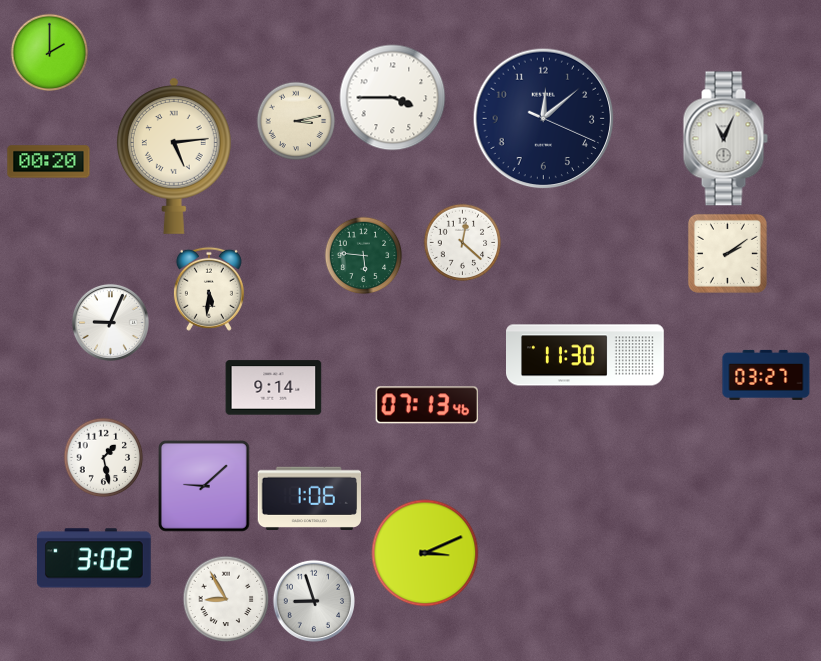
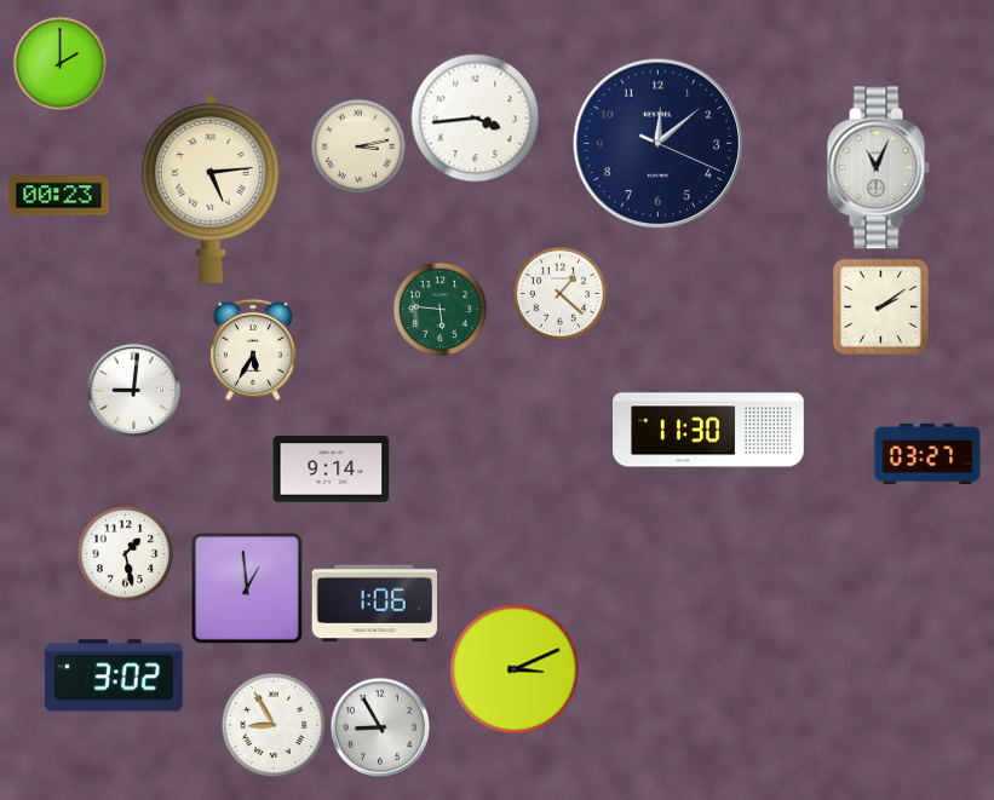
clock at (393, 98): 3:45 -> 3:44
clock at (49, 162): 00:20 -> 00:23
clock at (462, 242): 12:22 -> 1:22
clock at (209, 289): 5:31 -> 5:35
clock at (110, 322): 9:04 -> 9:01
clock at (426, 405): 07:13 -> none
clock at (204, 486): 9:08 -> 12:59
clock at (313, 600): 8:57 -> 8:55
